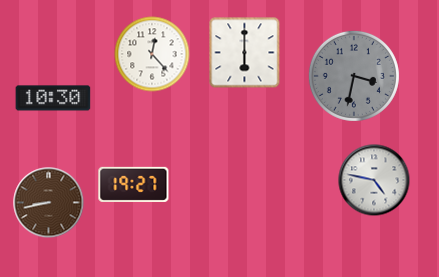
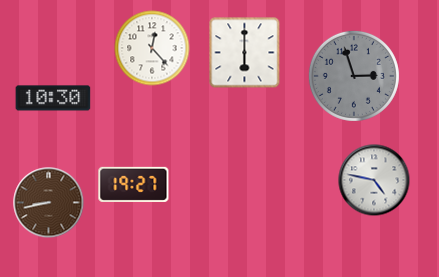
clock at (152, 54) position: (152, 54) -> (152, 48)
clock at (354, 76): 3:32 -> 2:57
